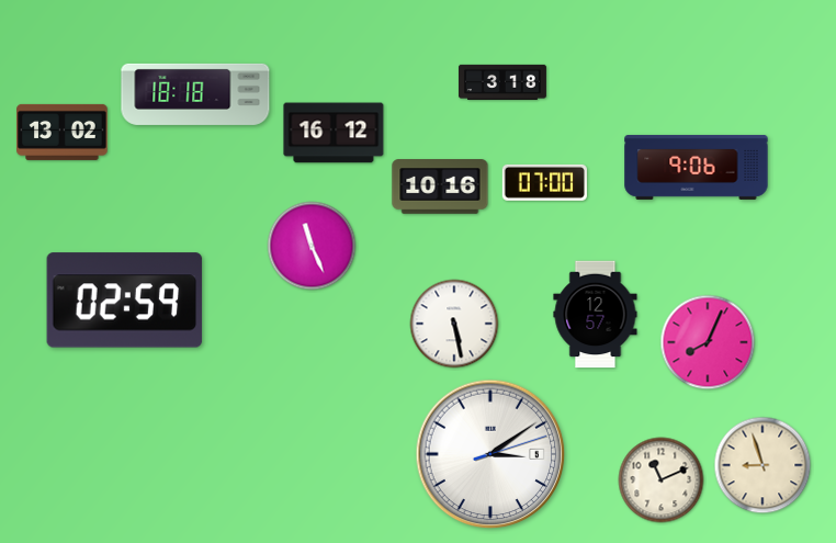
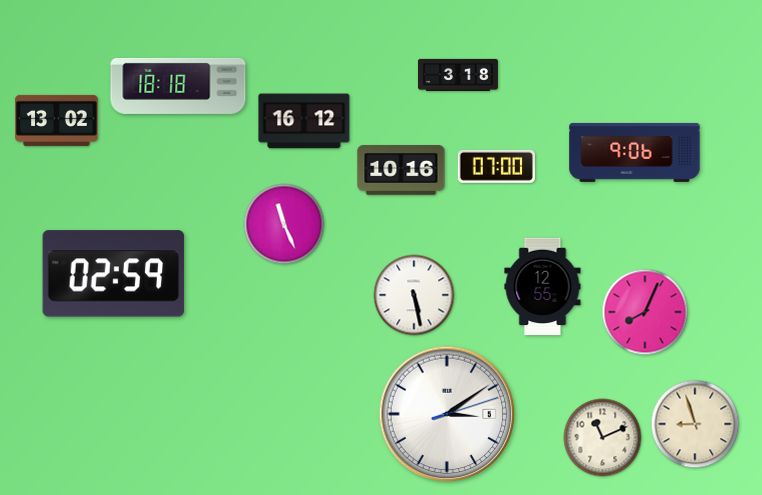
clock at (596, 315): 12:57 -> 12:55
